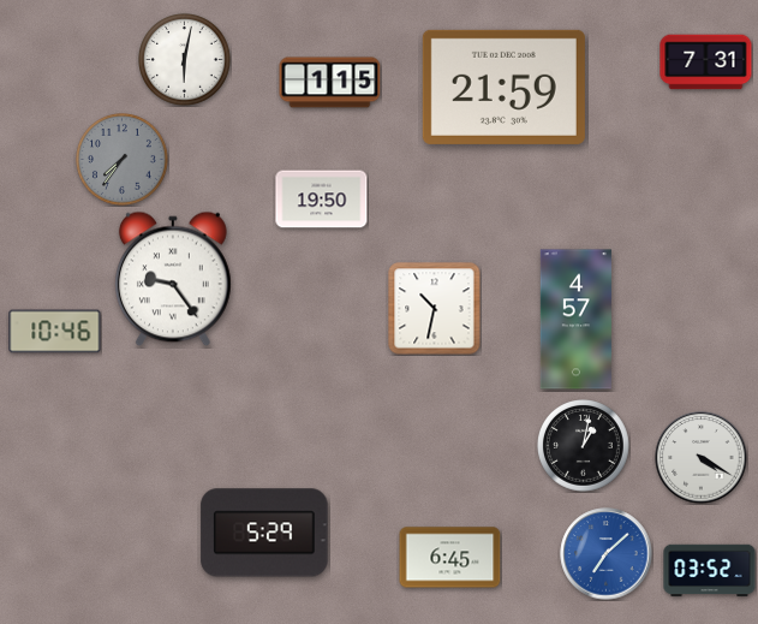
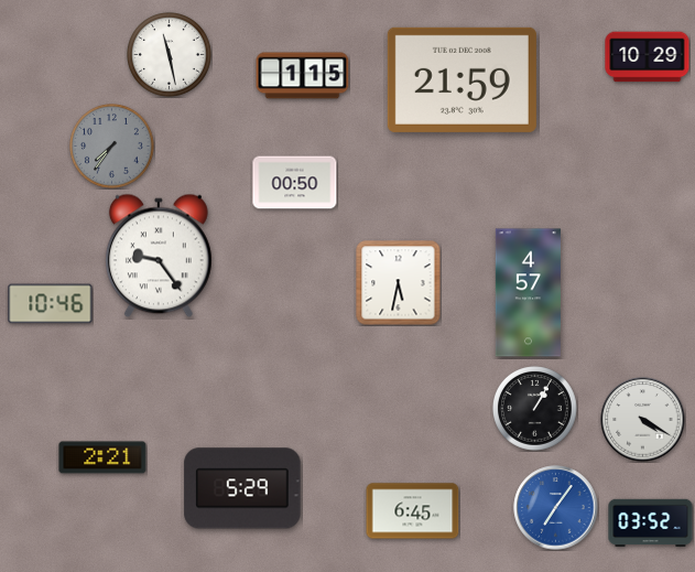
clock at (185, 60): 6:02 -> 11:28
clock at (706, 63): 7:31 -> 10:29
clock at (322, 200): 19:50 -> 00:50
clock at (435, 309): 10:32 -> 5:32
clock at (584, 446): 1:02 -> 1:05
clock at (102, 457): none -> 2:21
clock at (607, 554): 7:08 -> 7:06
